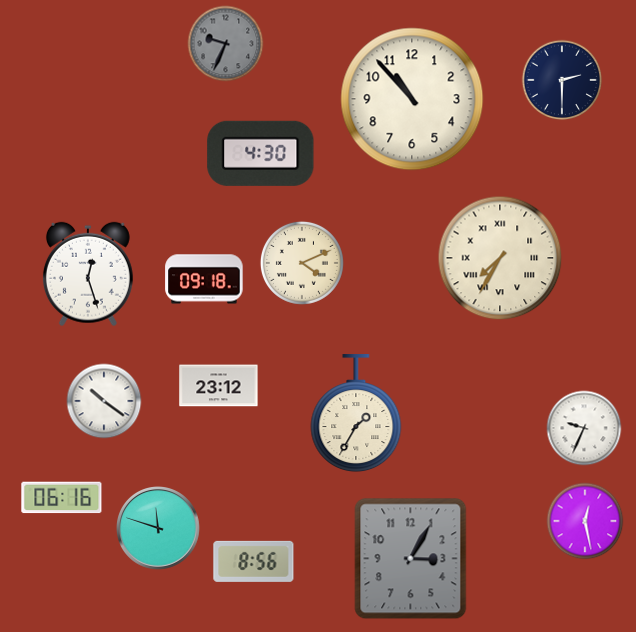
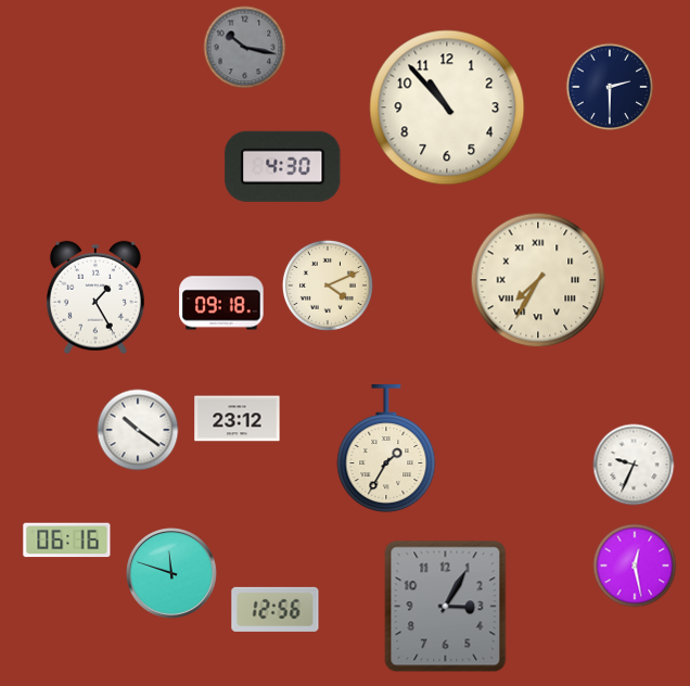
clock at (226, 44): 9:34 -> 10:17
clock at (500, 258) position: (500, 258) -> (538, 280)
clock at (88, 274): 12:27 -> 1:25
clock at (104, 401) position: (104, 401) -> (138, 430)
clock at (254, 561): 8:56 -> 12:56
